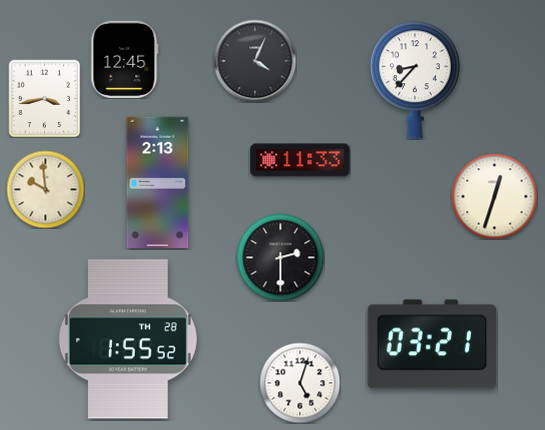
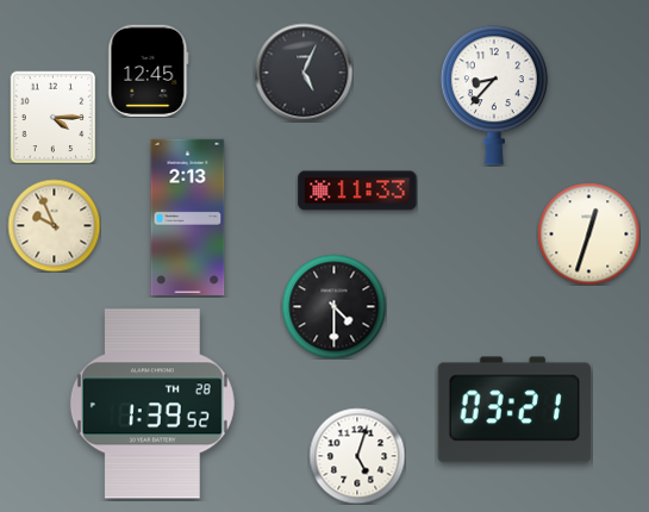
clock at (255, 61): 4:04 -> 5:04
clock at (45, 98): 3:43 -> 4:15
clock at (45, 189): 9:59 -> 9:56
clock at (280, 257): 2:30 -> 4:30
clock at (128, 339): 1:55 -> 1:39
